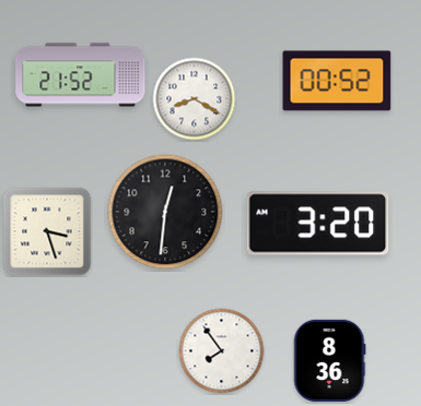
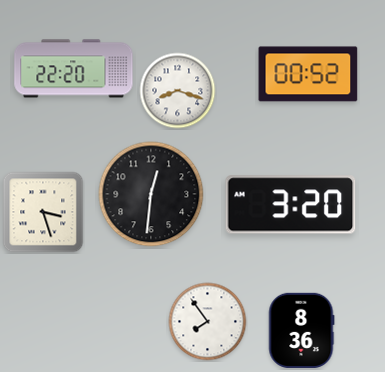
clock at (81, 75): 21:52 -> 22:20
clock at (195, 99): 8:20 -> 8:18
clock at (222, 351) position: (222, 351) -> (208, 322)
